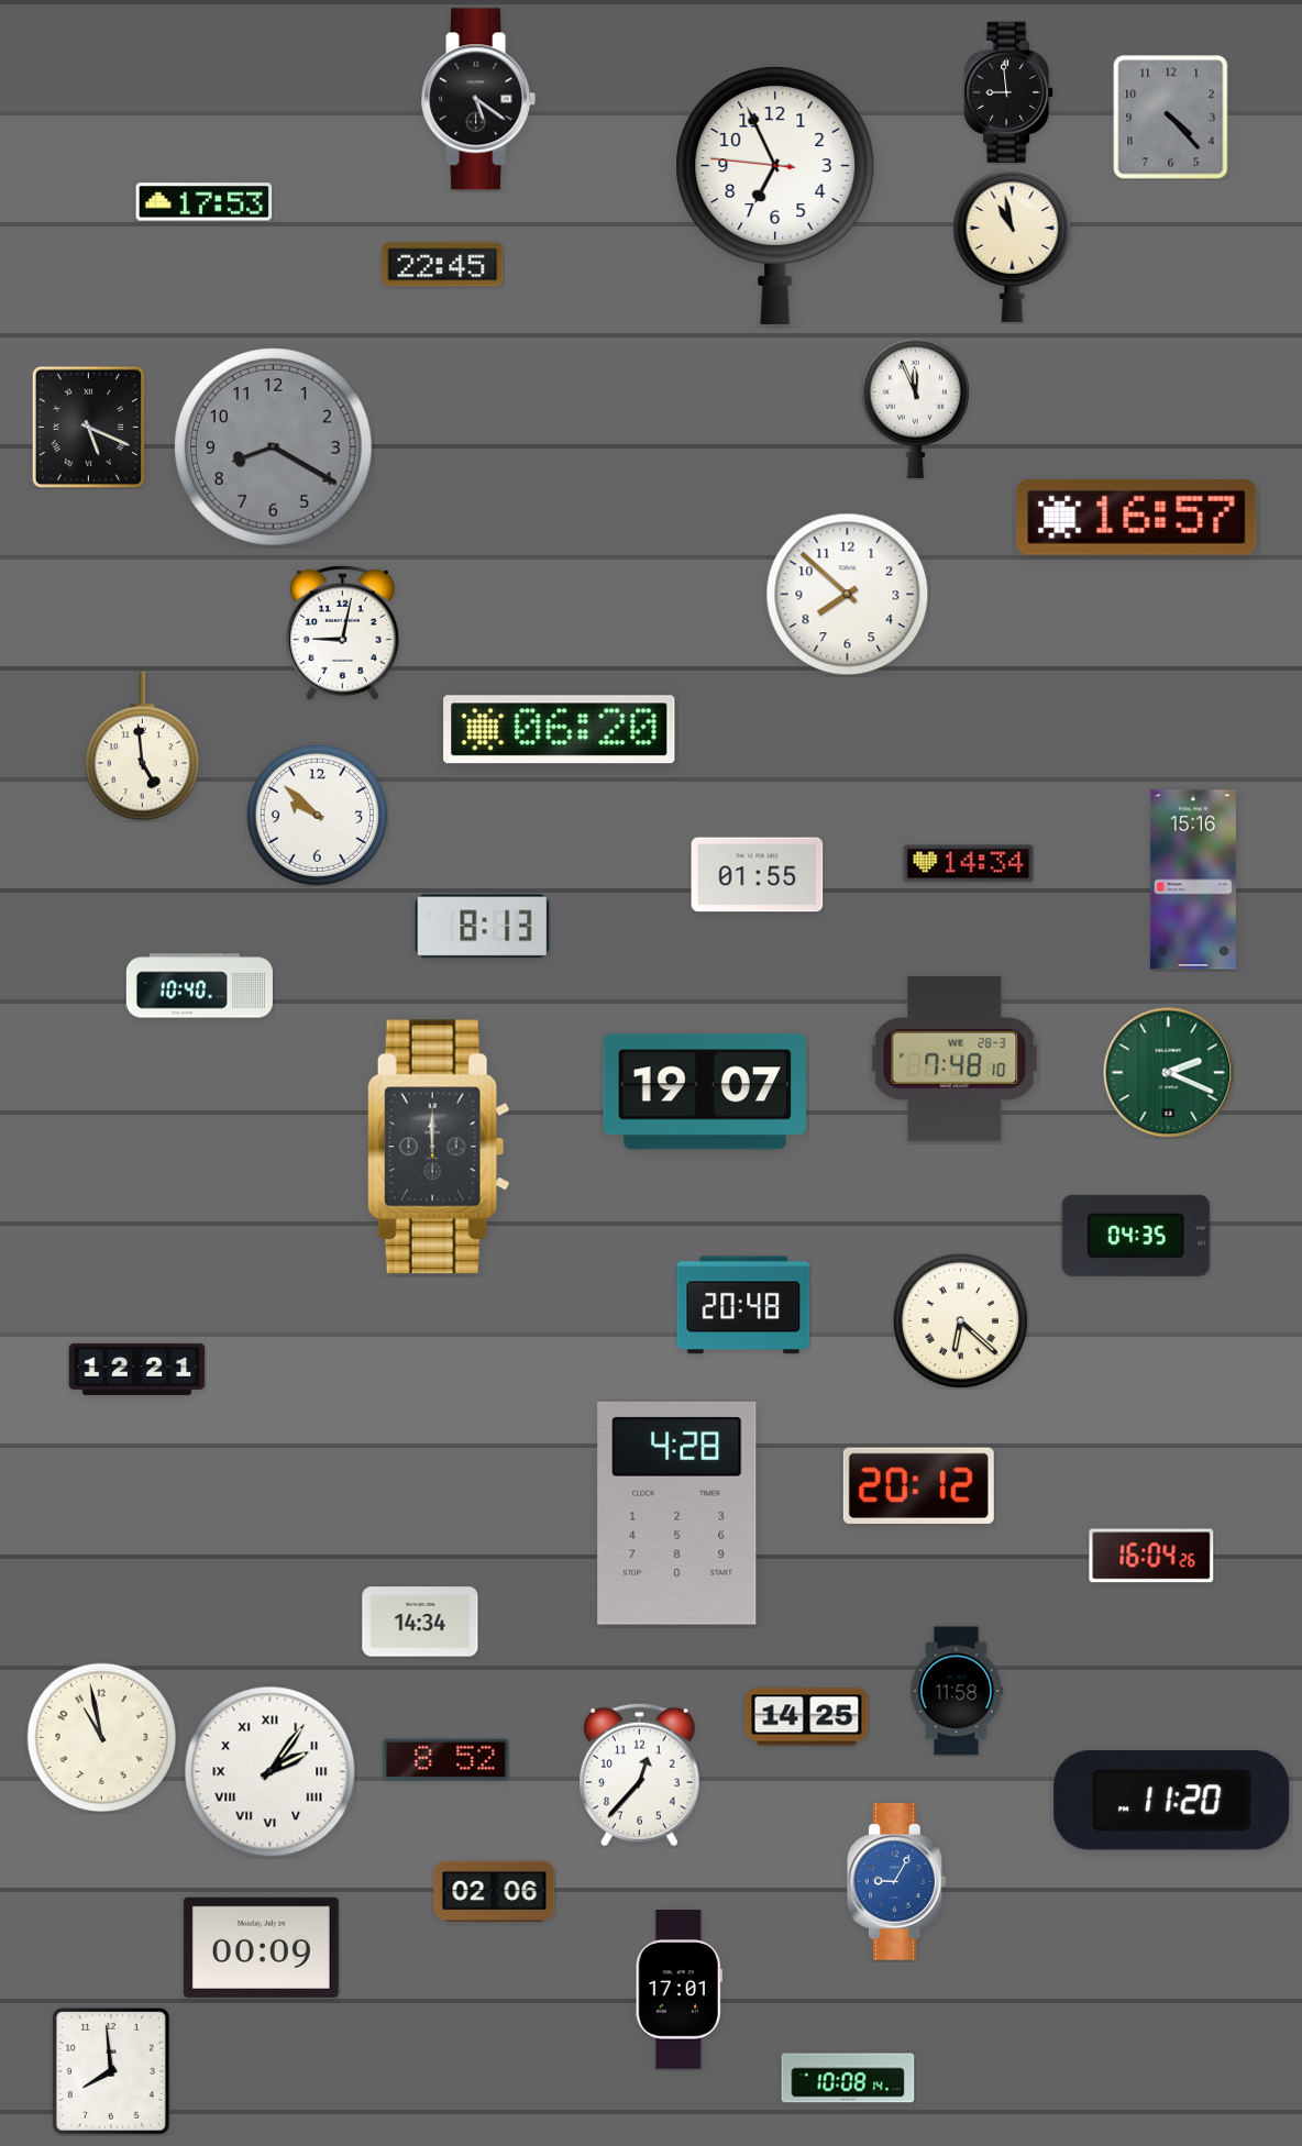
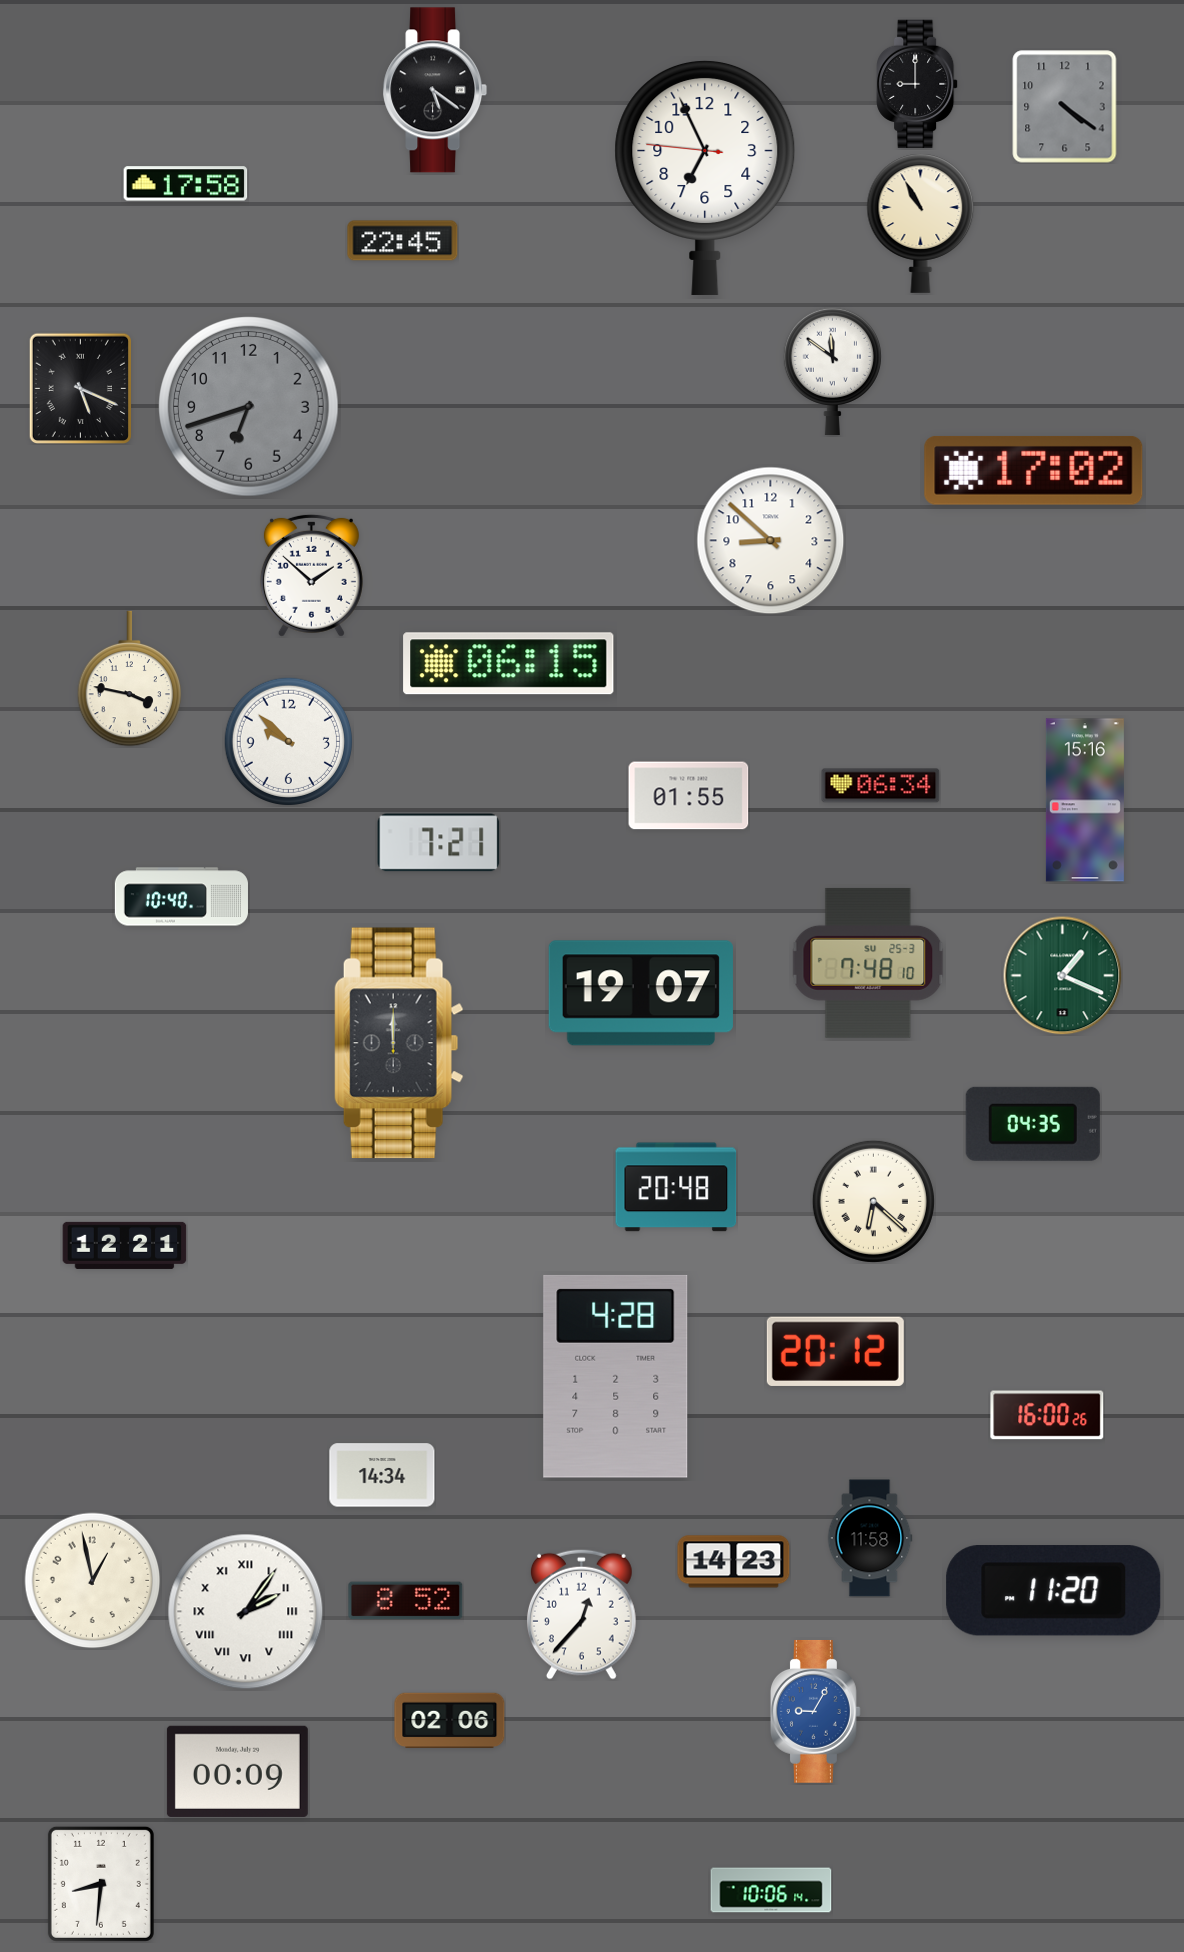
clock at (1008, 92): 8:59 -> 9:00
clock at (1171, 118): 4:23 -> 4:21
clock at (205, 202): 17:53 -> 17:58
clock at (1013, 245): 10:58 -> 10:55
clock at (915, 408): 11:56 -> 11:51
clock at (274, 447): 8:20 -> 6:42
clock at (1137, 517): 16:57 -> 17:02
clock at (848, 595): 7:52 -> 8:52
clock at (342, 632): 9:02 -> 1:52
clock at (560, 730): 06:20 -> 06:15
clock at (143, 746): 4:59 -> 3:47
clock at (969, 864): 14:34 -> 06:34
clock at (483, 927): 8:13 -> 7:21
clock at (955, 1059) date: WE 28-3 -> SU 25-3
clock at (1169, 1073): 2:19 -> 1:19
clock at (1151, 1556): 16:04 -> 16:00
clock at (807, 1717): 14:25 -> 14:23
clock at (102, 1738): 10:58 -> 12:58
clock at (1172, 1801) position: (1172, 1801) -> (1054, 1591)
clock at (678, 1990): 17:01 -> none
clock at (111, 2071): 7:59 -> 8:31
clock at (848, 2078): 10:08 -> 10:06
